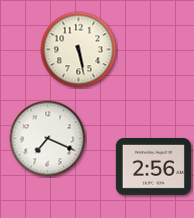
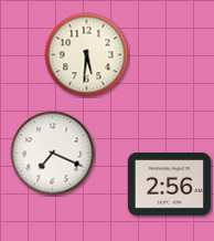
clock at (79, 50): 5:28 -> 5:31
